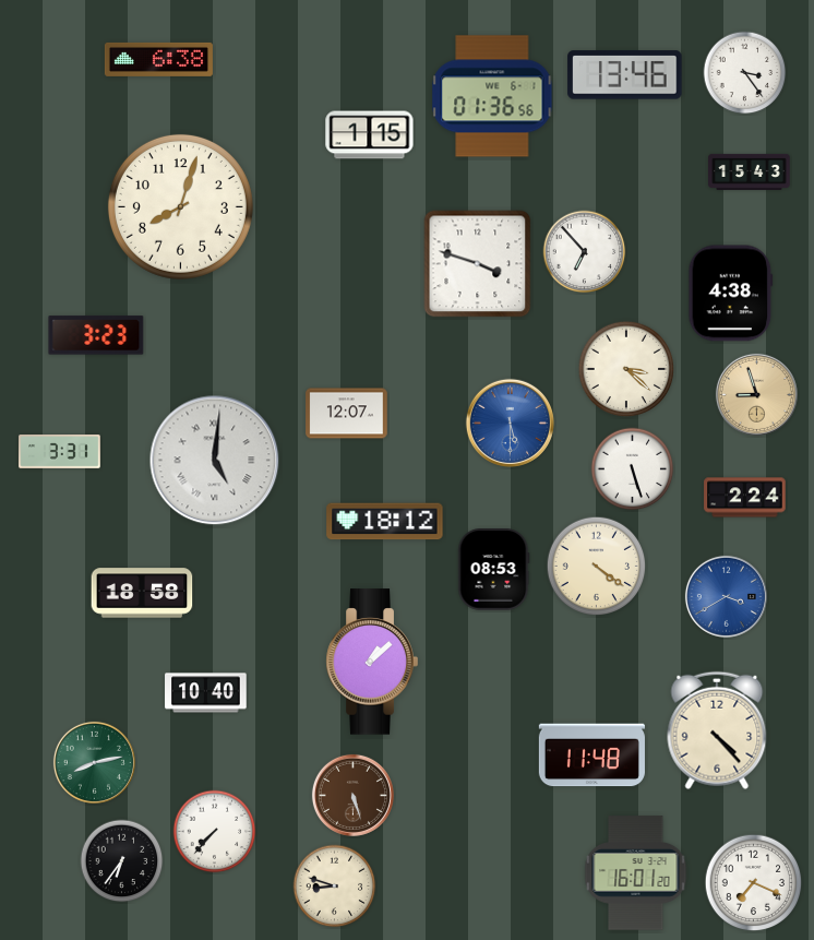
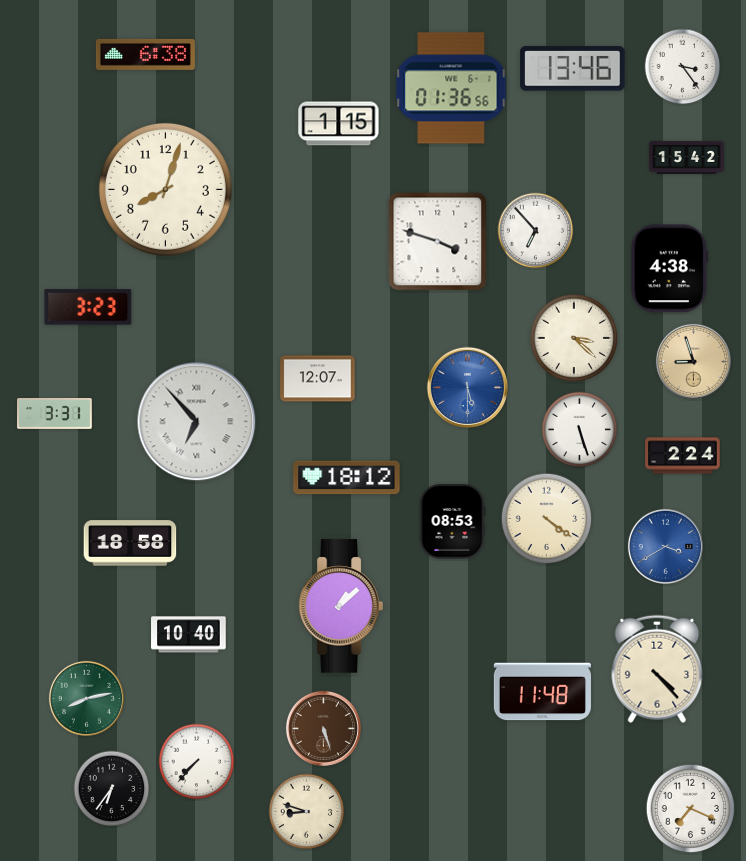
clock at (750, 171): 15:43 -> 15:42
clock at (215, 461): 5:01 -> 6:53
clock at (385, 522) position: (385, 522) -> (347, 478)
clock at (636, 873): 16:01 -> none
